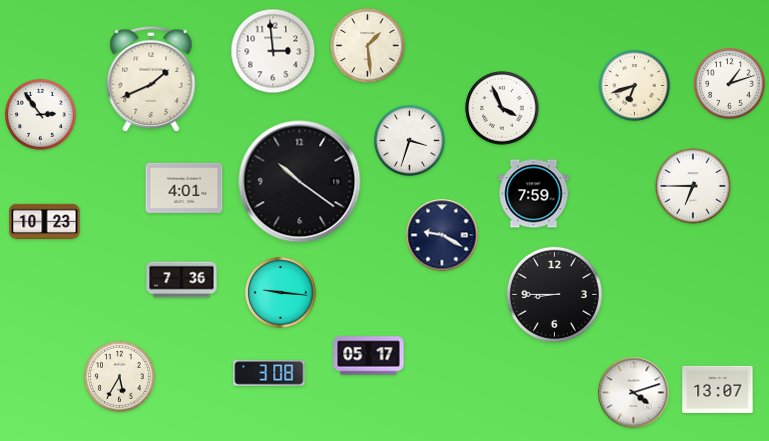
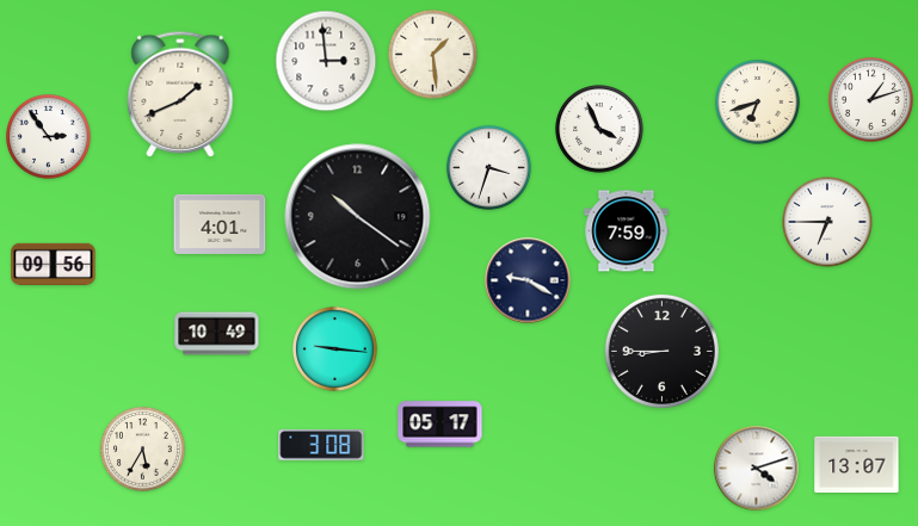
clock at (368, 46) position: (368, 46) -> (433, 55)
clock at (534, 194) position: (534, 194) -> (627, 231)
clock at (45, 221): 10:23 -> 09:56
clock at (182, 280): 7:36 -> 10:49
